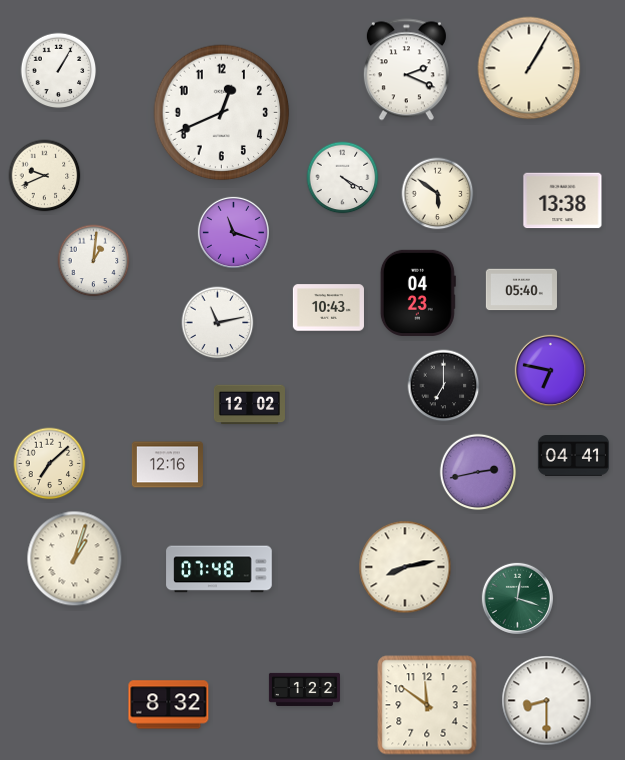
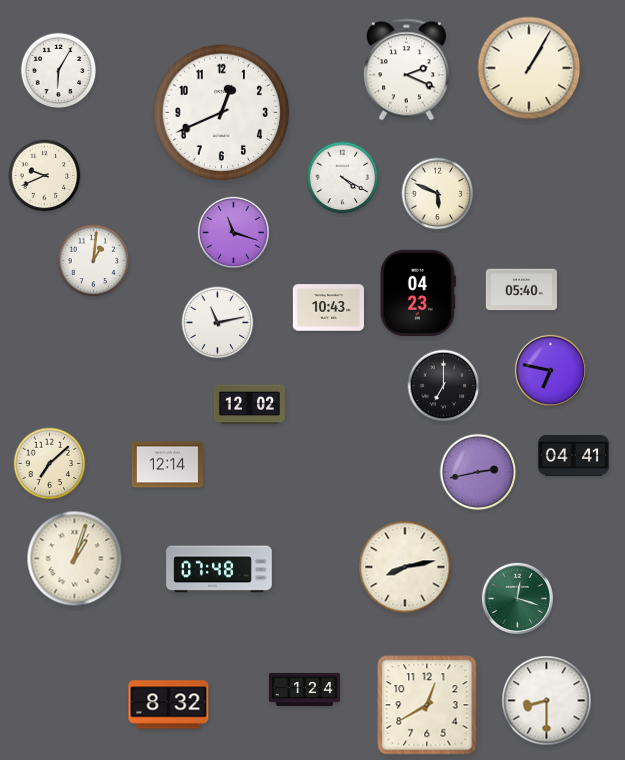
clock at (59, 71): 1:05 -> 6:05
clock at (438, 194): 5:51 -> 5:49
clock at (563, 201): 13:38 -> none
clock at (167, 465): 12:16 -> 12:14
clock at (304, 689): 1:22 -> 1:24
clock at (427, 705): 11:51 -> 12:40
